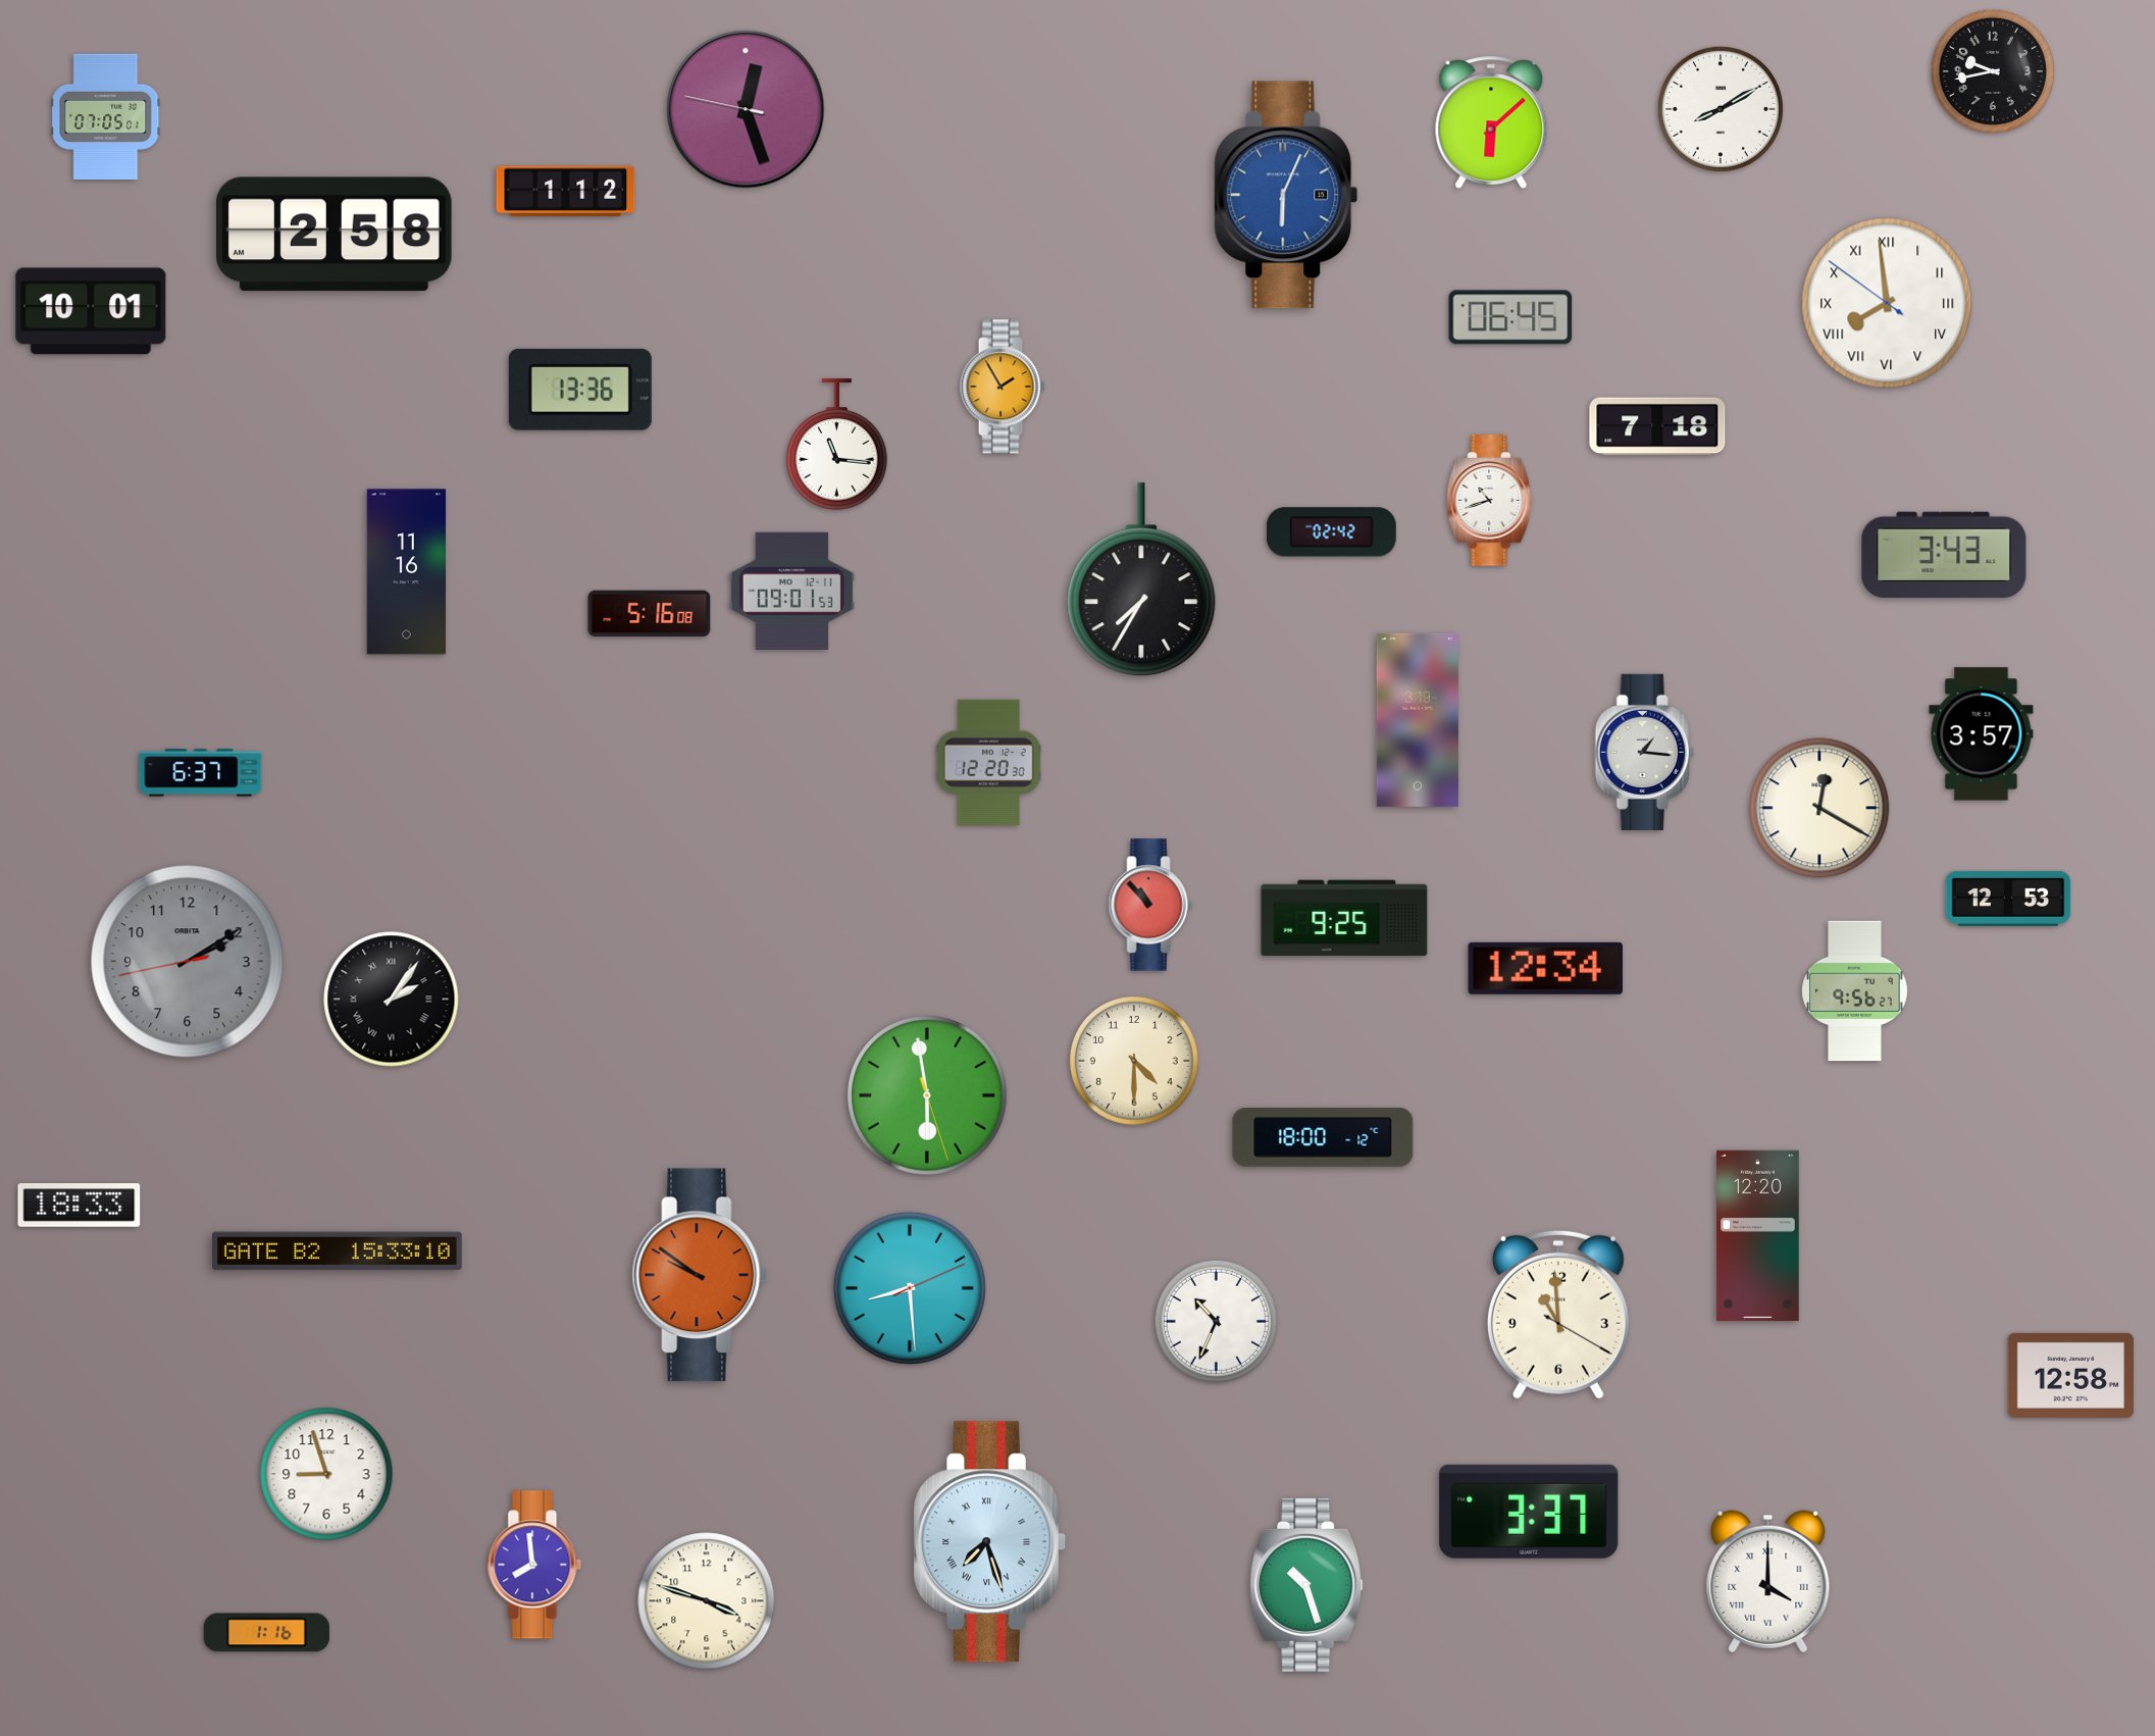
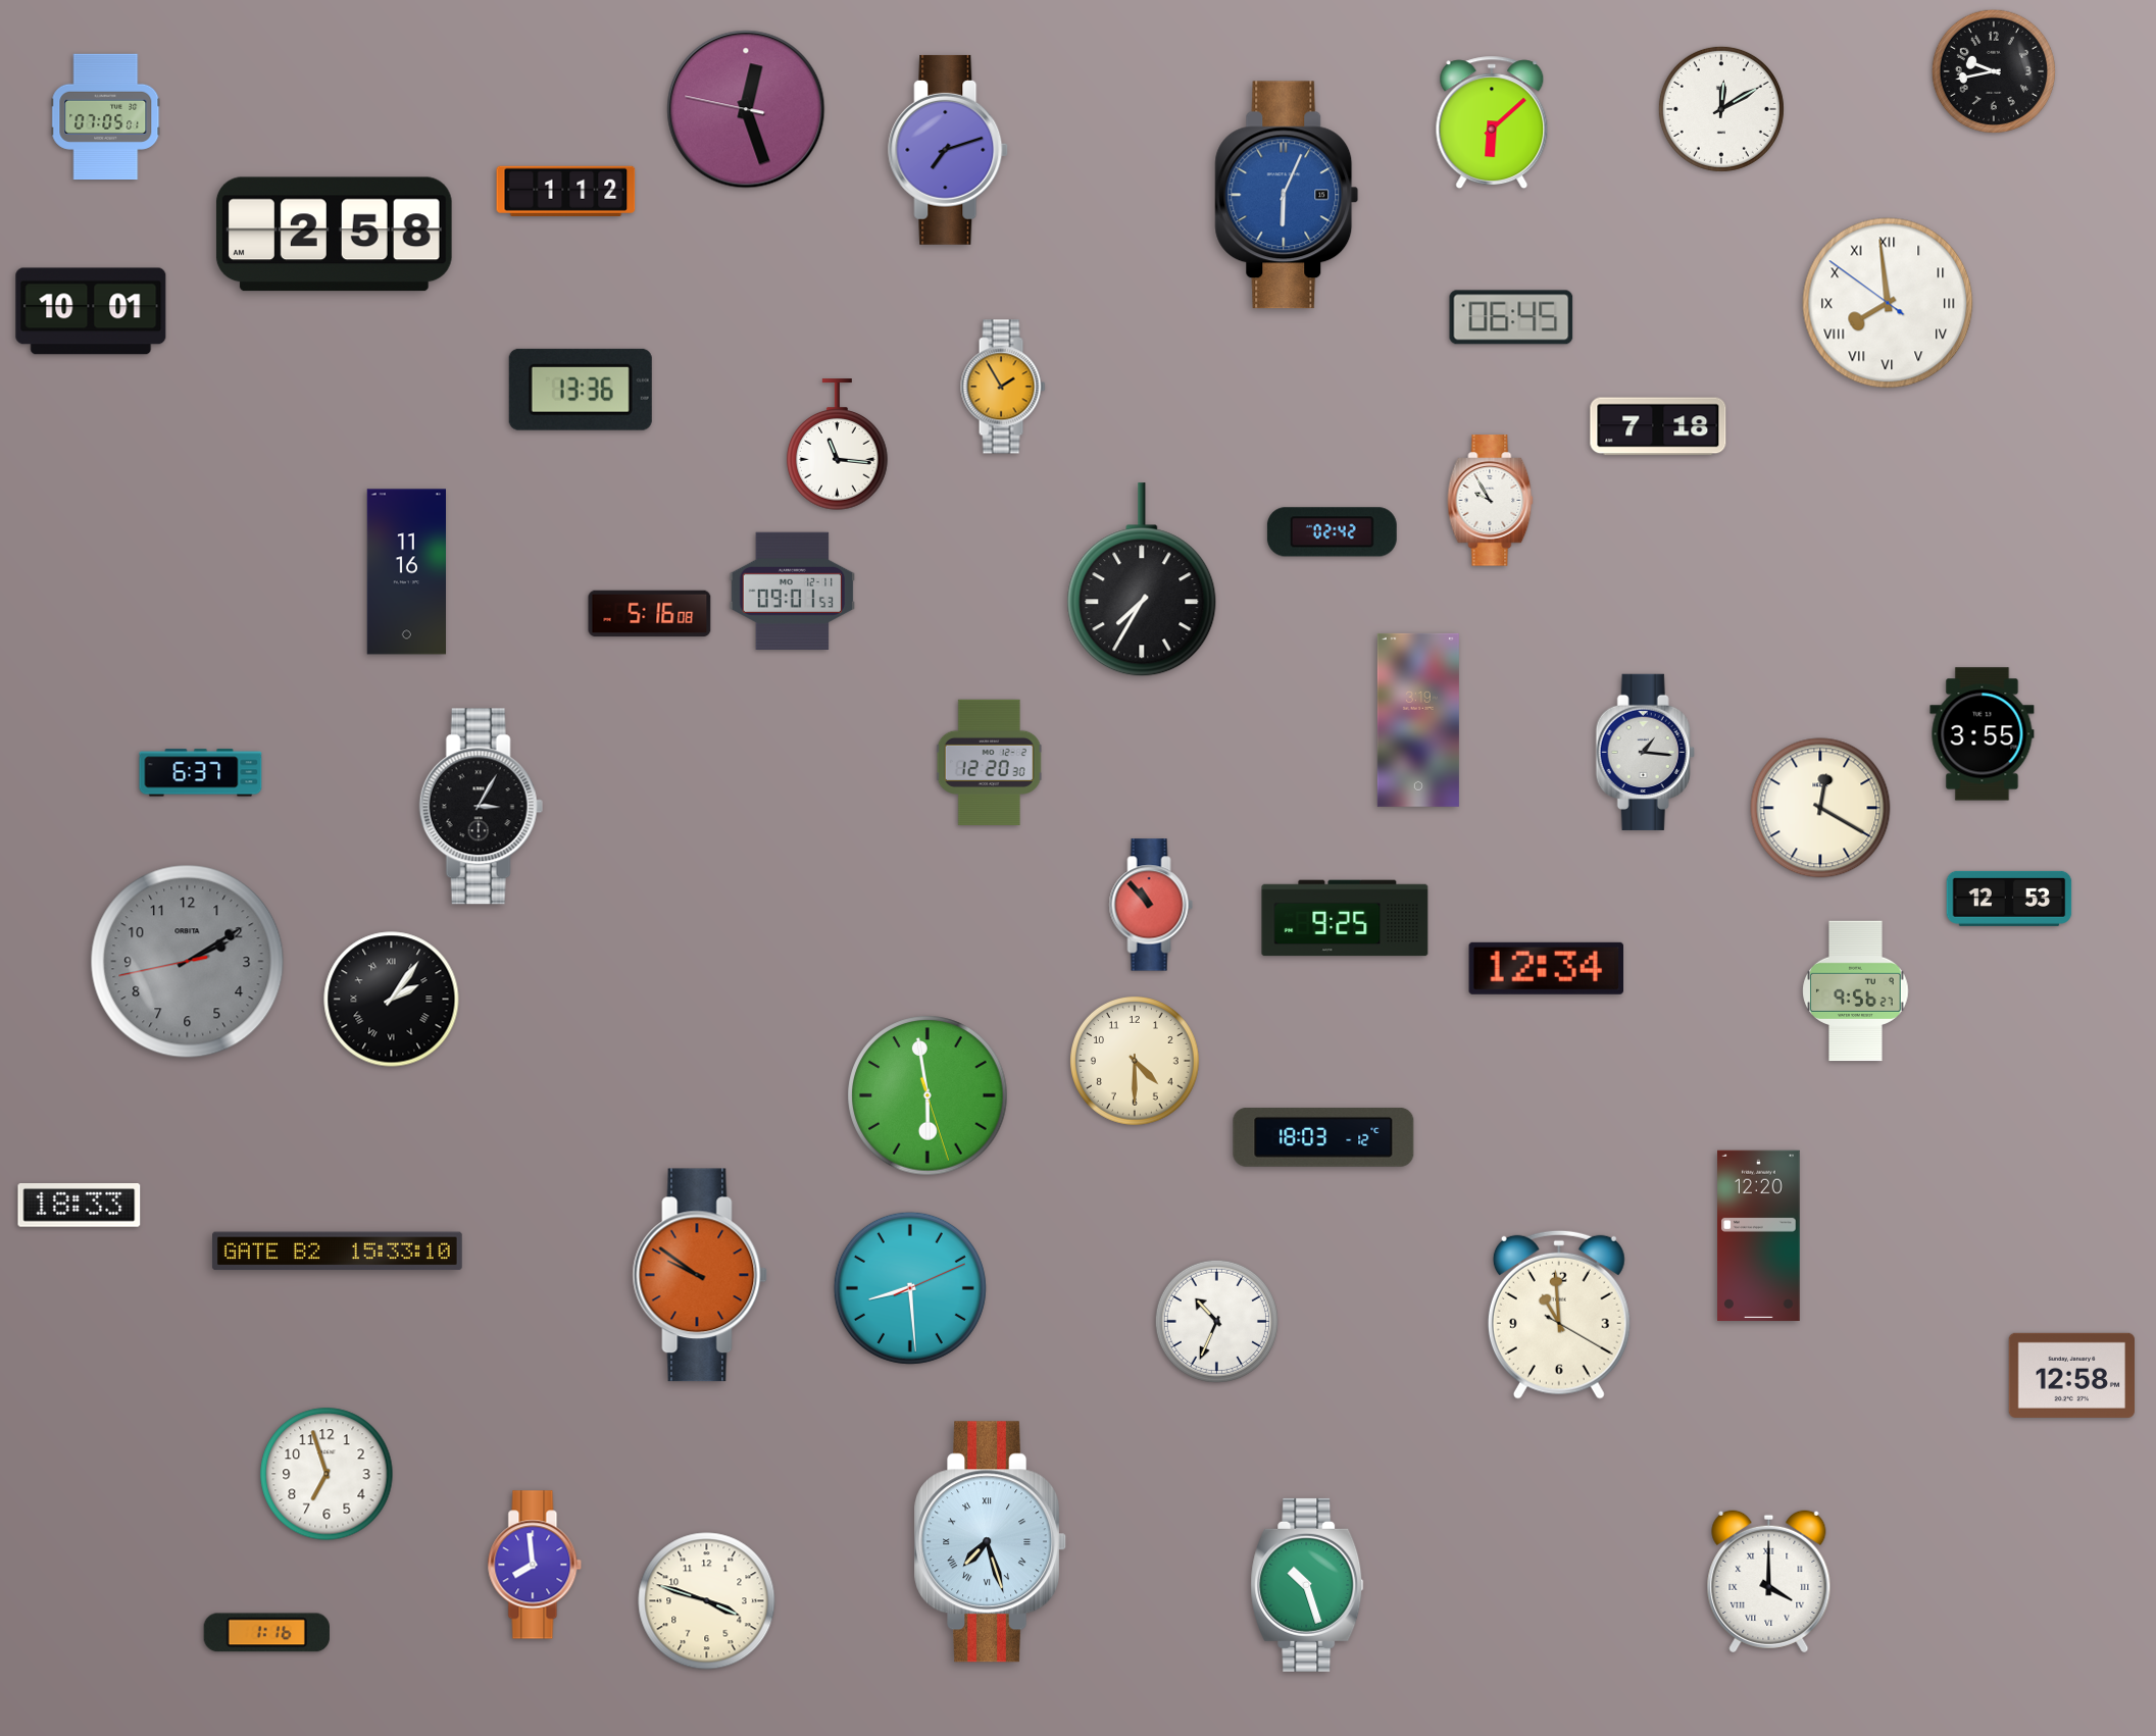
clock at (1721, 109): 8:10 -> 12:10
clock at (949, 150): none -> 7:12
clock at (1490, 501): 10:42 -> 9:55
clock at (1944, 554): 3:43 -> none
clock at (1982, 734): 3:57 -> 3:55
clock at (481, 807): none -> 3:05
clock at (1323, 1137): 18:00 -> 18:03
clock at (326, 1474): 8:57 -> 6:57
clock at (1529, 1512): 3:37 -> none
